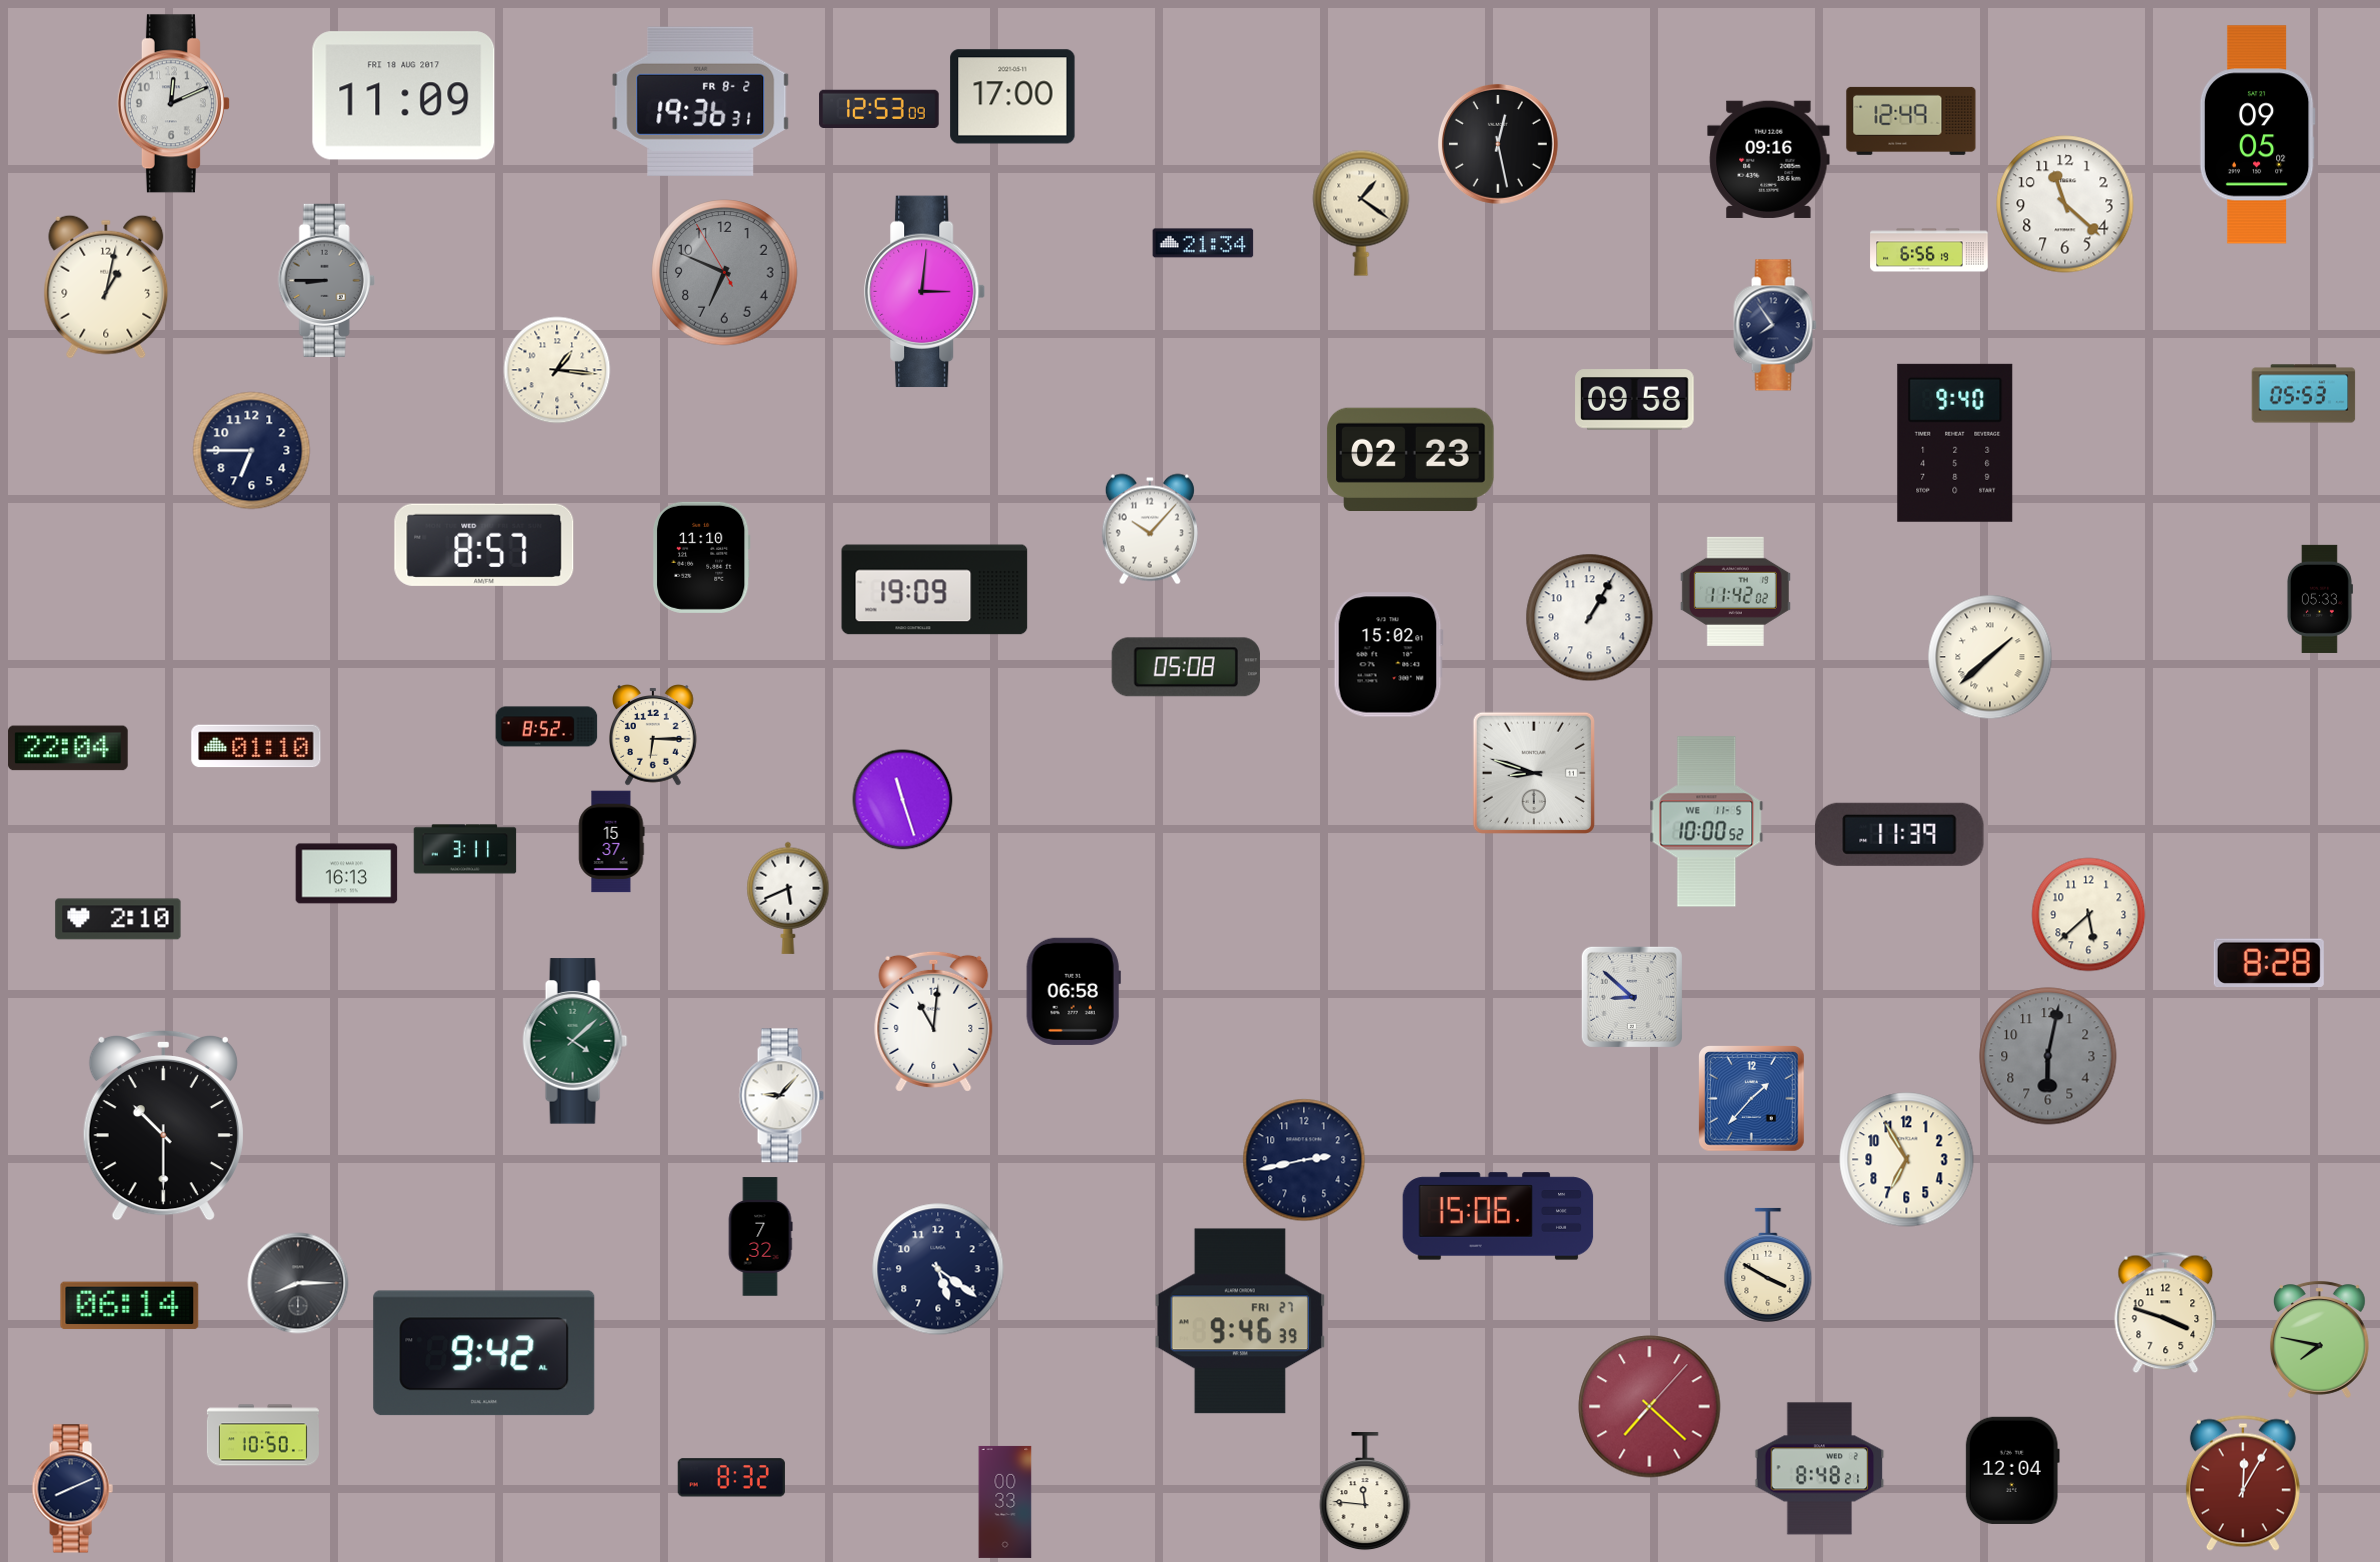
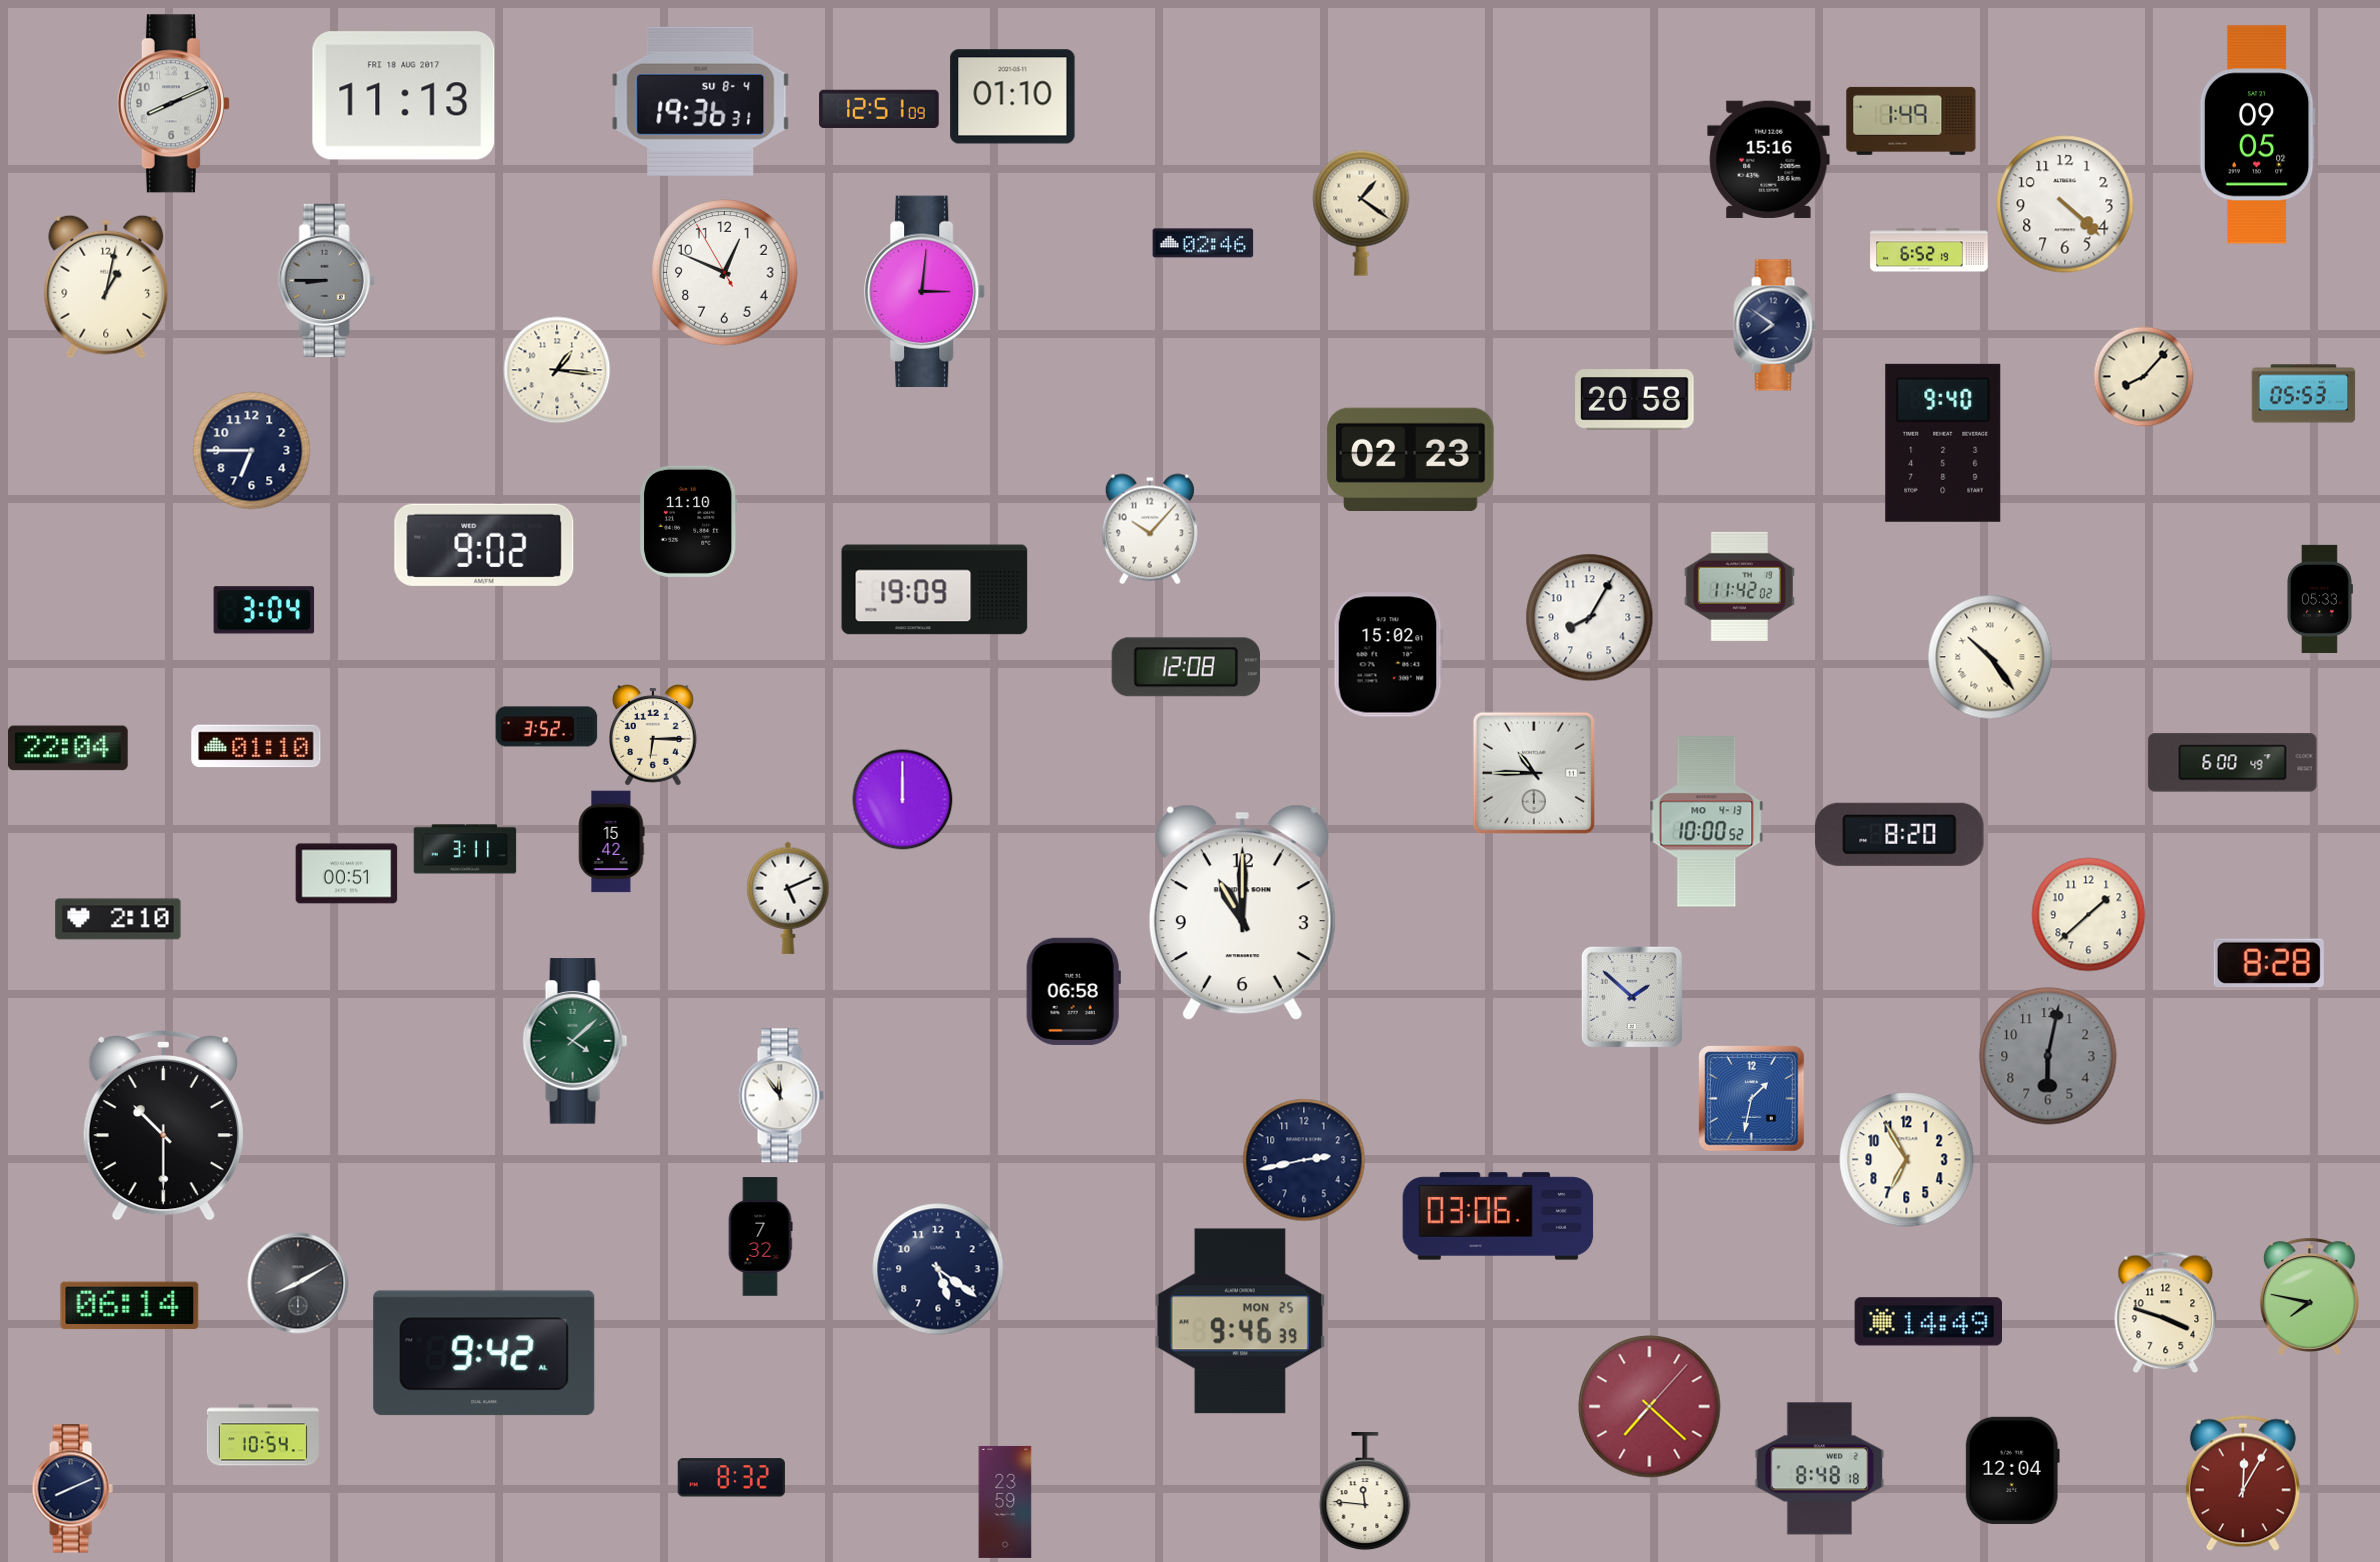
clock at (404, 96): 11:09 -> 11:13
clock at (1013, 97): 17:00 -> 01:10
clock at (701, 101) date: FR 8-2 -> SU 8-4
clock at (173, 104): 12:11 -> 8:11
clock at (879, 108): 12:53 -> 12:51
clock at (1911, 121): 12:49 -> 1:49
clock at (1498, 144): 12:28 -> none
clock at (1769, 159): 09:16 -> 15:16
clock at (2065, 204): 11:22 -> 4:22
clock at (1203, 243): 21:34 -> 02:46
clock at (1929, 250): 6:56 -> 6:52
clock at (725, 273): 6:48 -> 12:48
clock at (725, 273) dial: grey -> white
clock at (1775, 325): 7:54 -> 7:51
clock at (2144, 377): none -> 8:07
clock at (1635, 400): 09:58 -> 20:58
clock at (1955, 443) position: (1955, 443) -> (1943, 443)
clock at (484, 545): 8:57 -> 9:02
clock at (702, 557) position: (702, 557) -> (689, 521)
clock at (1735, 591) position: (1735, 591) -> (1739, 586)
clock at (264, 610): none -> 3:04
clock at (1590, 618): 1:05 -> 8:05
clock at (1990, 657): 1:38 -> 10:24
clock at (1186, 667): 05:08 -> 12:08
clock at (547, 727): 8:52 -> 3:52
clock at (2233, 763): none -> 6:00
clock at (1534, 773): 8:48 -> 10:45
clock at (903, 800): 11:27 -> 12:00
clock at (1707, 822) date: WE 11-5 -> MO 4-13
clock at (1900, 834): 11:39 -> 8:20
clock at (612, 842): 15:37 -> 15:42
clock at (347, 874): 16:13 -> 00:51
clock at (788, 898): 5:41 -> 5:11
clock at (1242, 913): none -> 11:00
clock at (2089, 915): 5:38 -> 1:38
clock at (1632, 997): 8:52 -> 1:52
clock at (934, 1021): 11:01 -> none
clock at (781, 1096): 9:07 -> 11:54
clock at (1752, 1099): 1:37 -> 1:32
clock at (1498, 1216): 15:06 -> 03:06
clock at (1768, 1265): 3:50 -> none
clock at (298, 1283): 8:15 -> 8:10
clock at (1240, 1321) date: FRI 27 -> MON 25
clock at (1929, 1322): none -> 14:49
clock at (2319, 1339) position: (2319, 1339) -> (2309, 1296)
clock at (263, 1435): 10:50 -> 10:54
clock at (1820, 1469): 8:48:21 -> 8:48:18
clock at (1005, 1502): 00:33 -> 23:59
